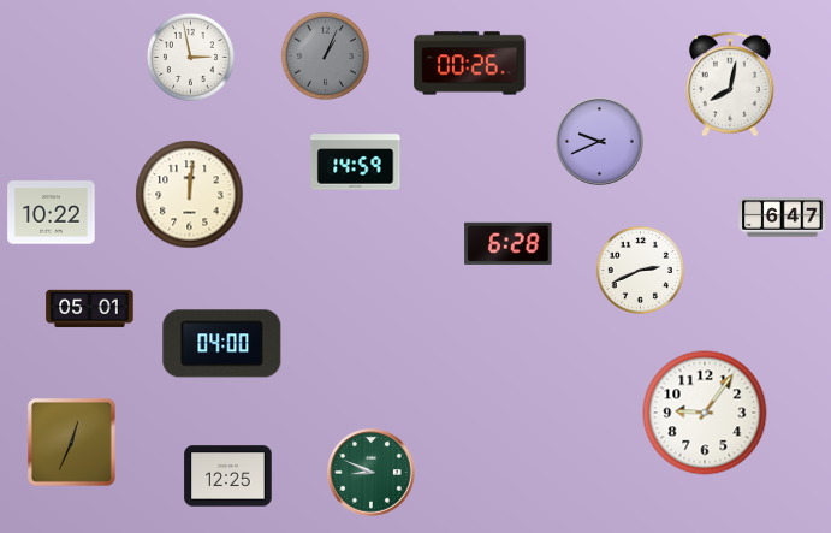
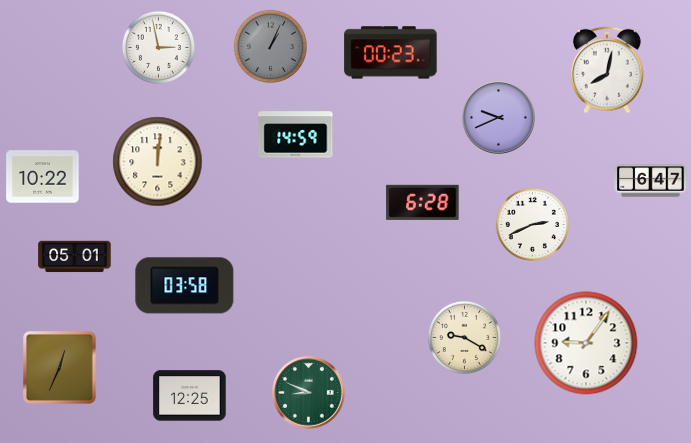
clock at (470, 64): 00:26 -> 00:23
clock at (222, 344): 04:00 -> 03:58
clock at (464, 337): none -> 9:20
